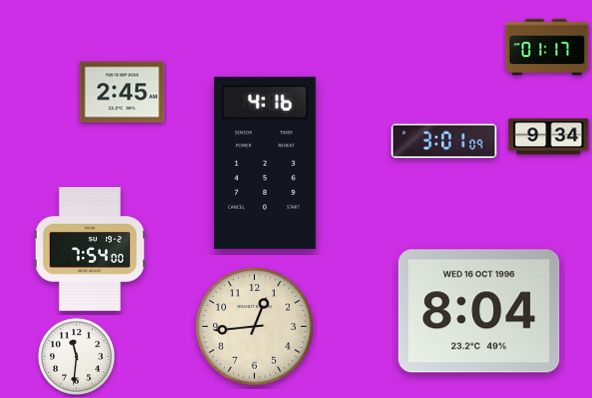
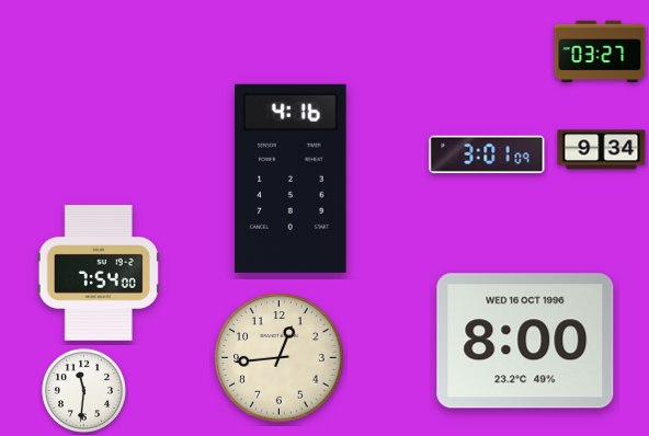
clock at (547, 47): 01:17 -> 03:27
clock at (122, 92): 2:45 -> none
clock at (479, 311): 8:04 -> 8:00
